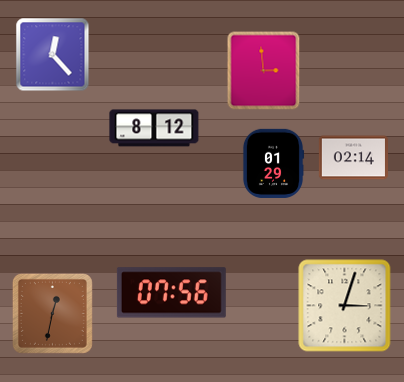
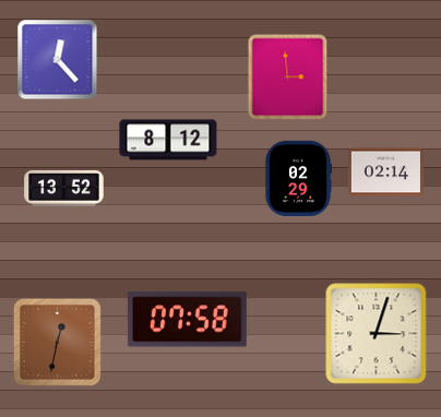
clock at (273, 163): 01:29 -> 02:29
clock at (64, 188): none -> 13:52
clock at (171, 293): 07:56 -> 07:58
